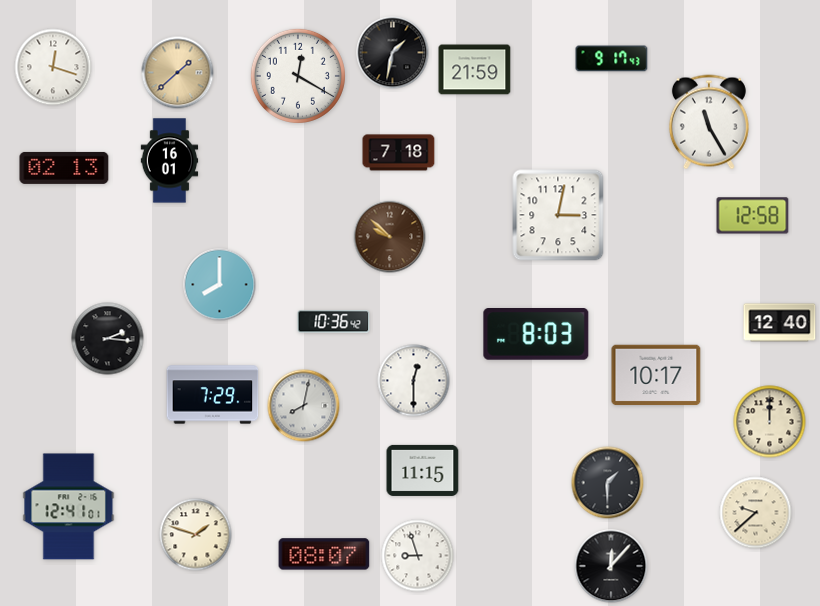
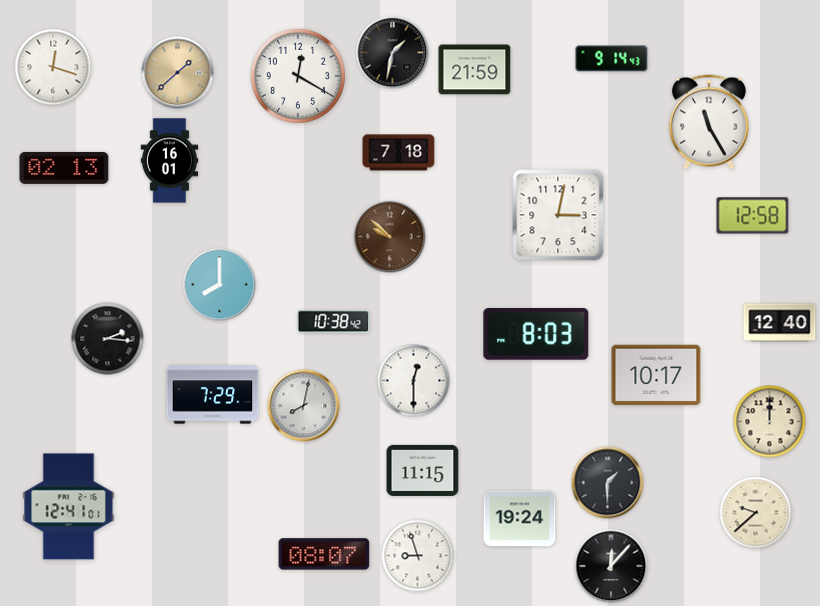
clock at (612, 59): 9:17 -> 9:14
clock at (334, 322): 10:36 -> 10:38
clock at (520, 519): none -> 19:24
clock at (196, 535): 1:48 -> none
